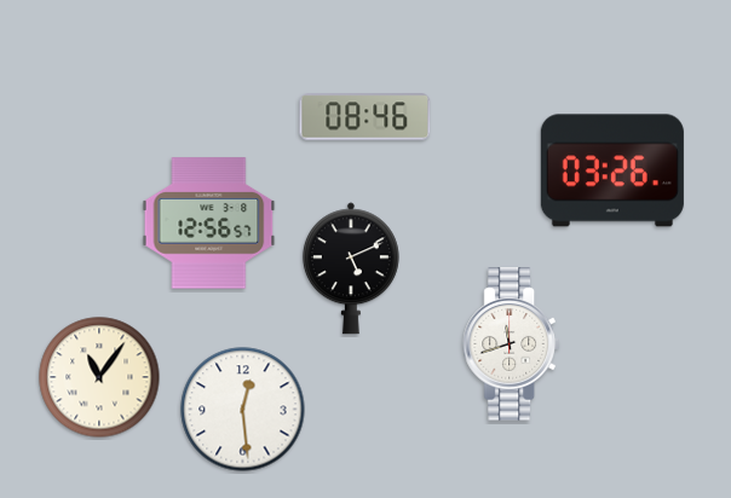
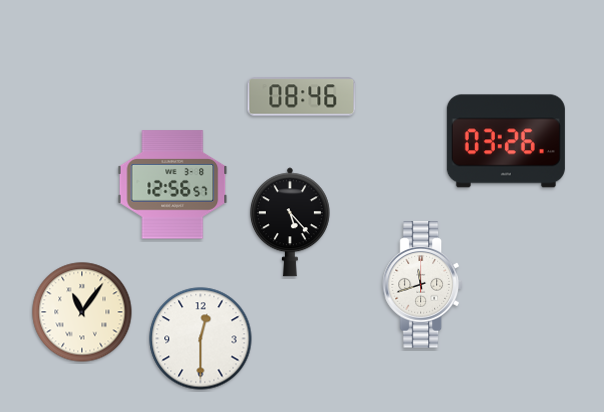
clock at (351, 268): 5:11 -> 5:23
clock at (243, 410): 12:29 -> 12:30
